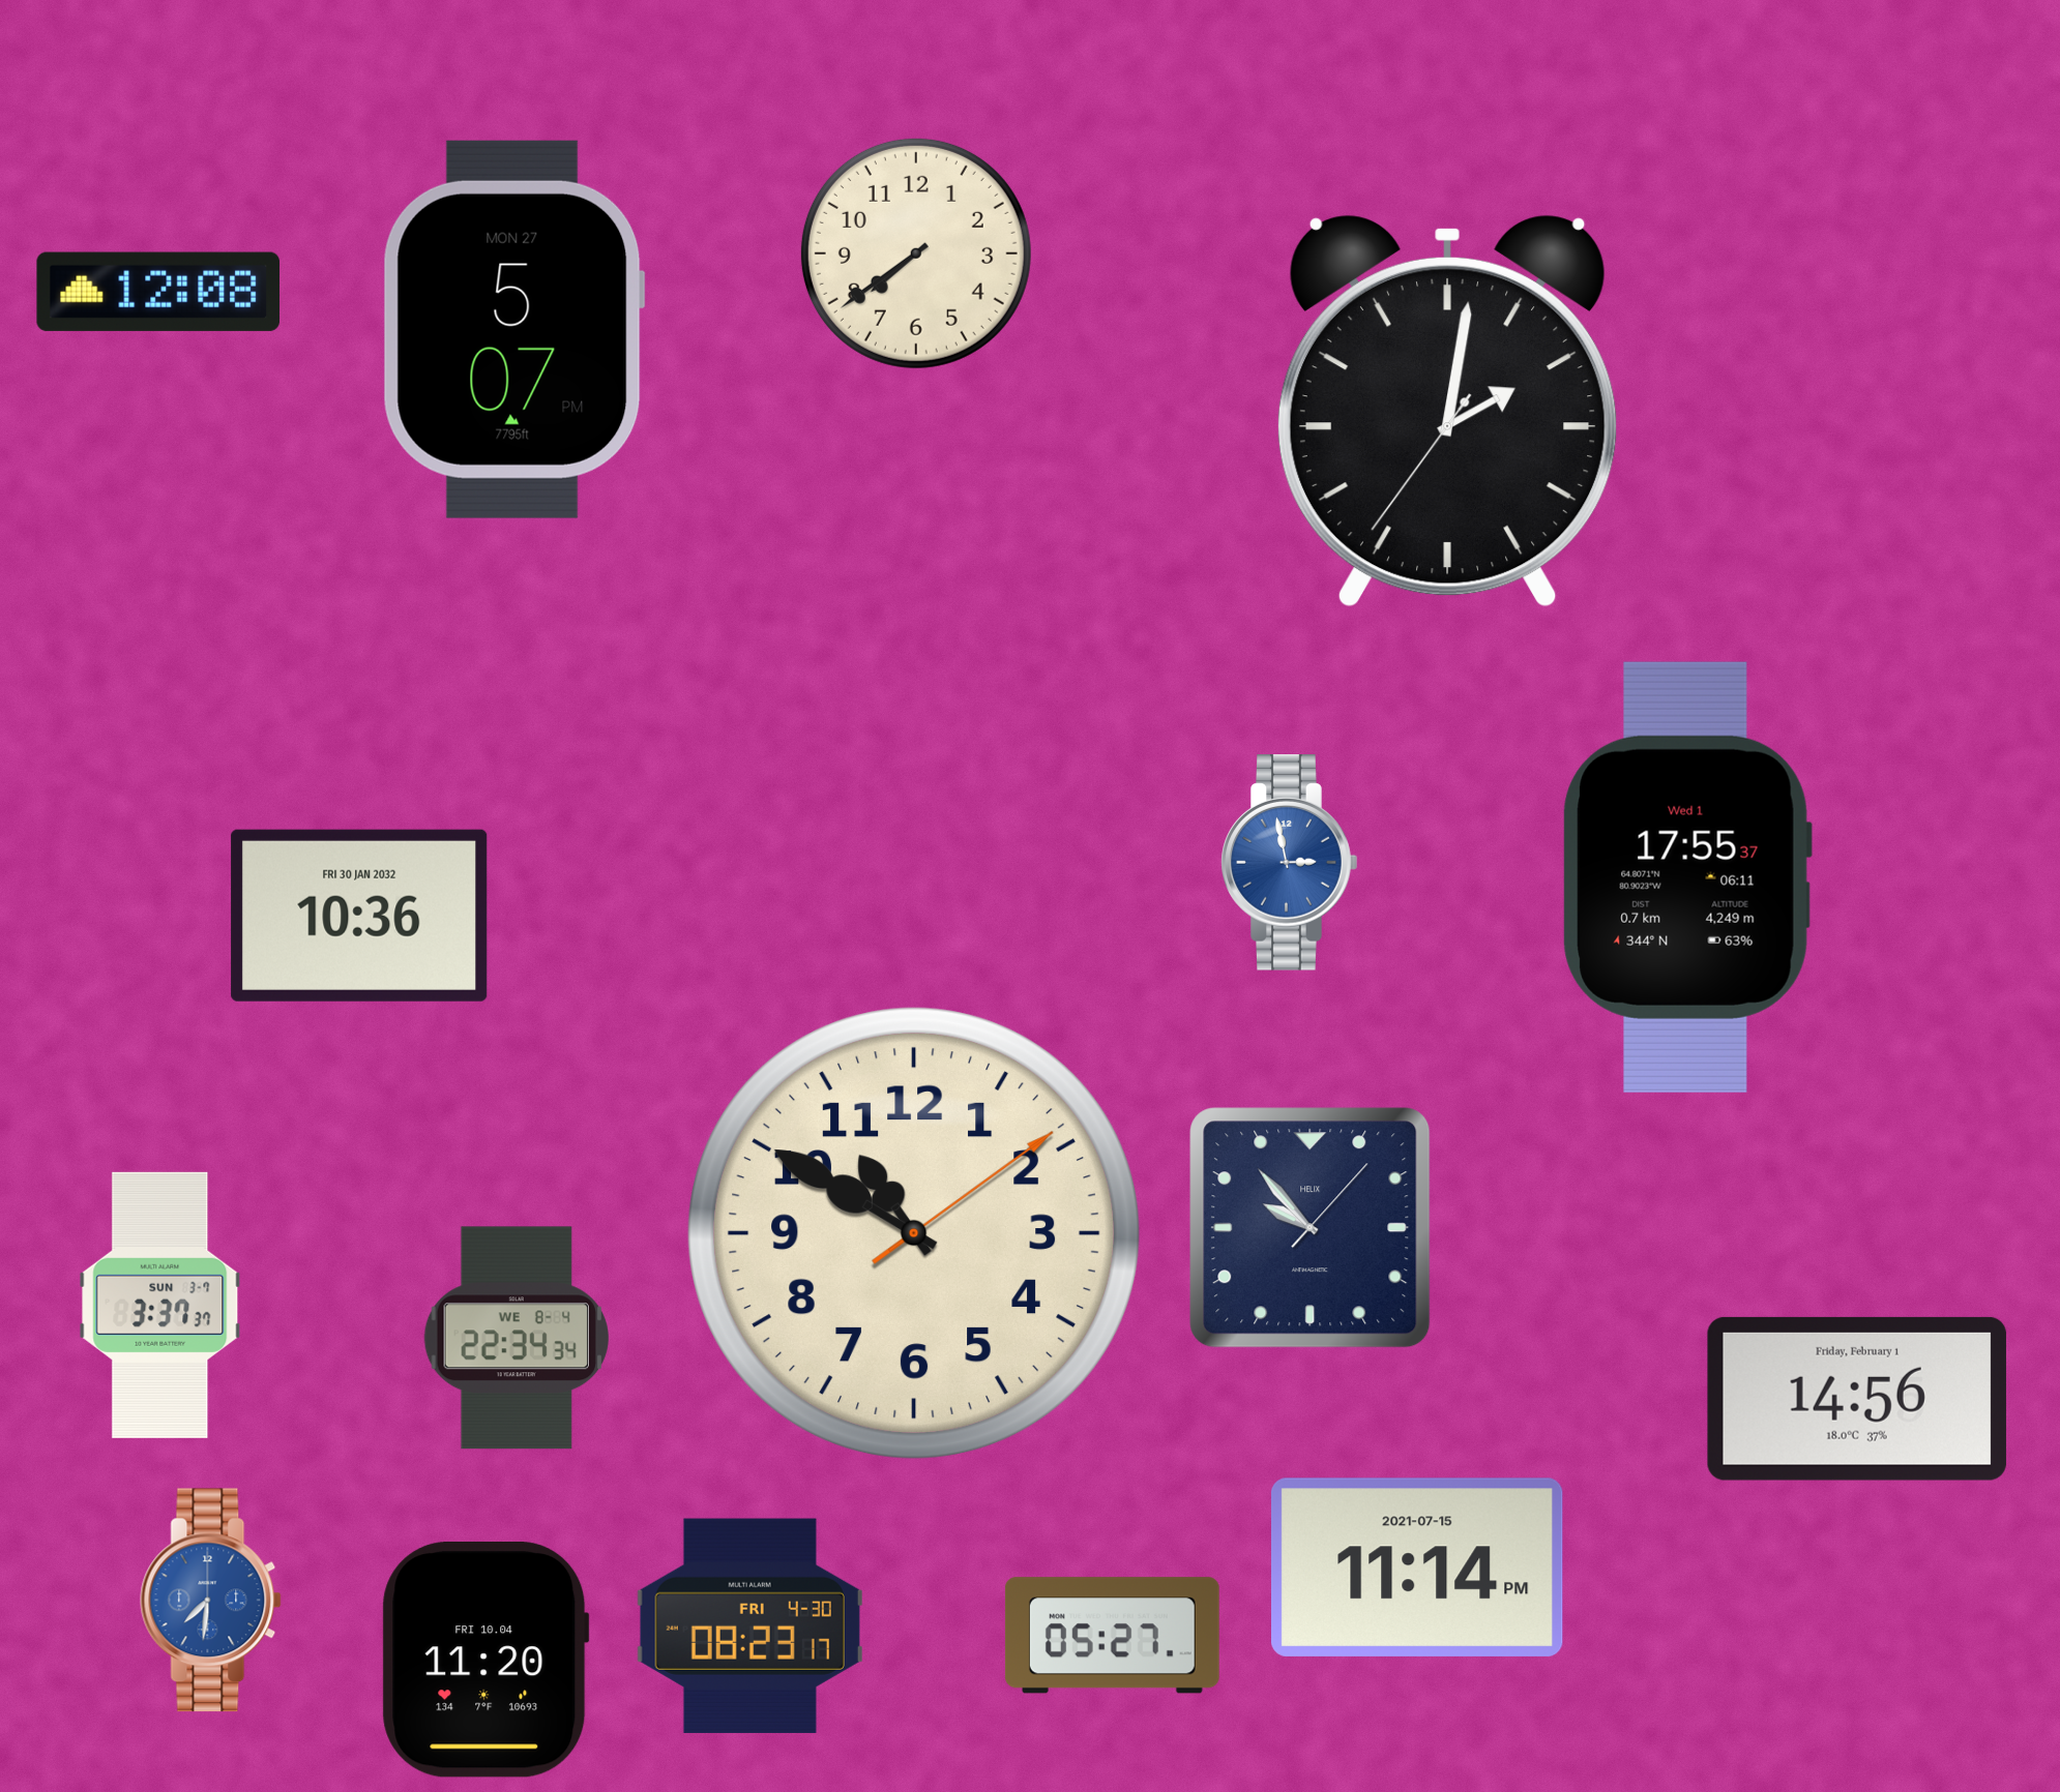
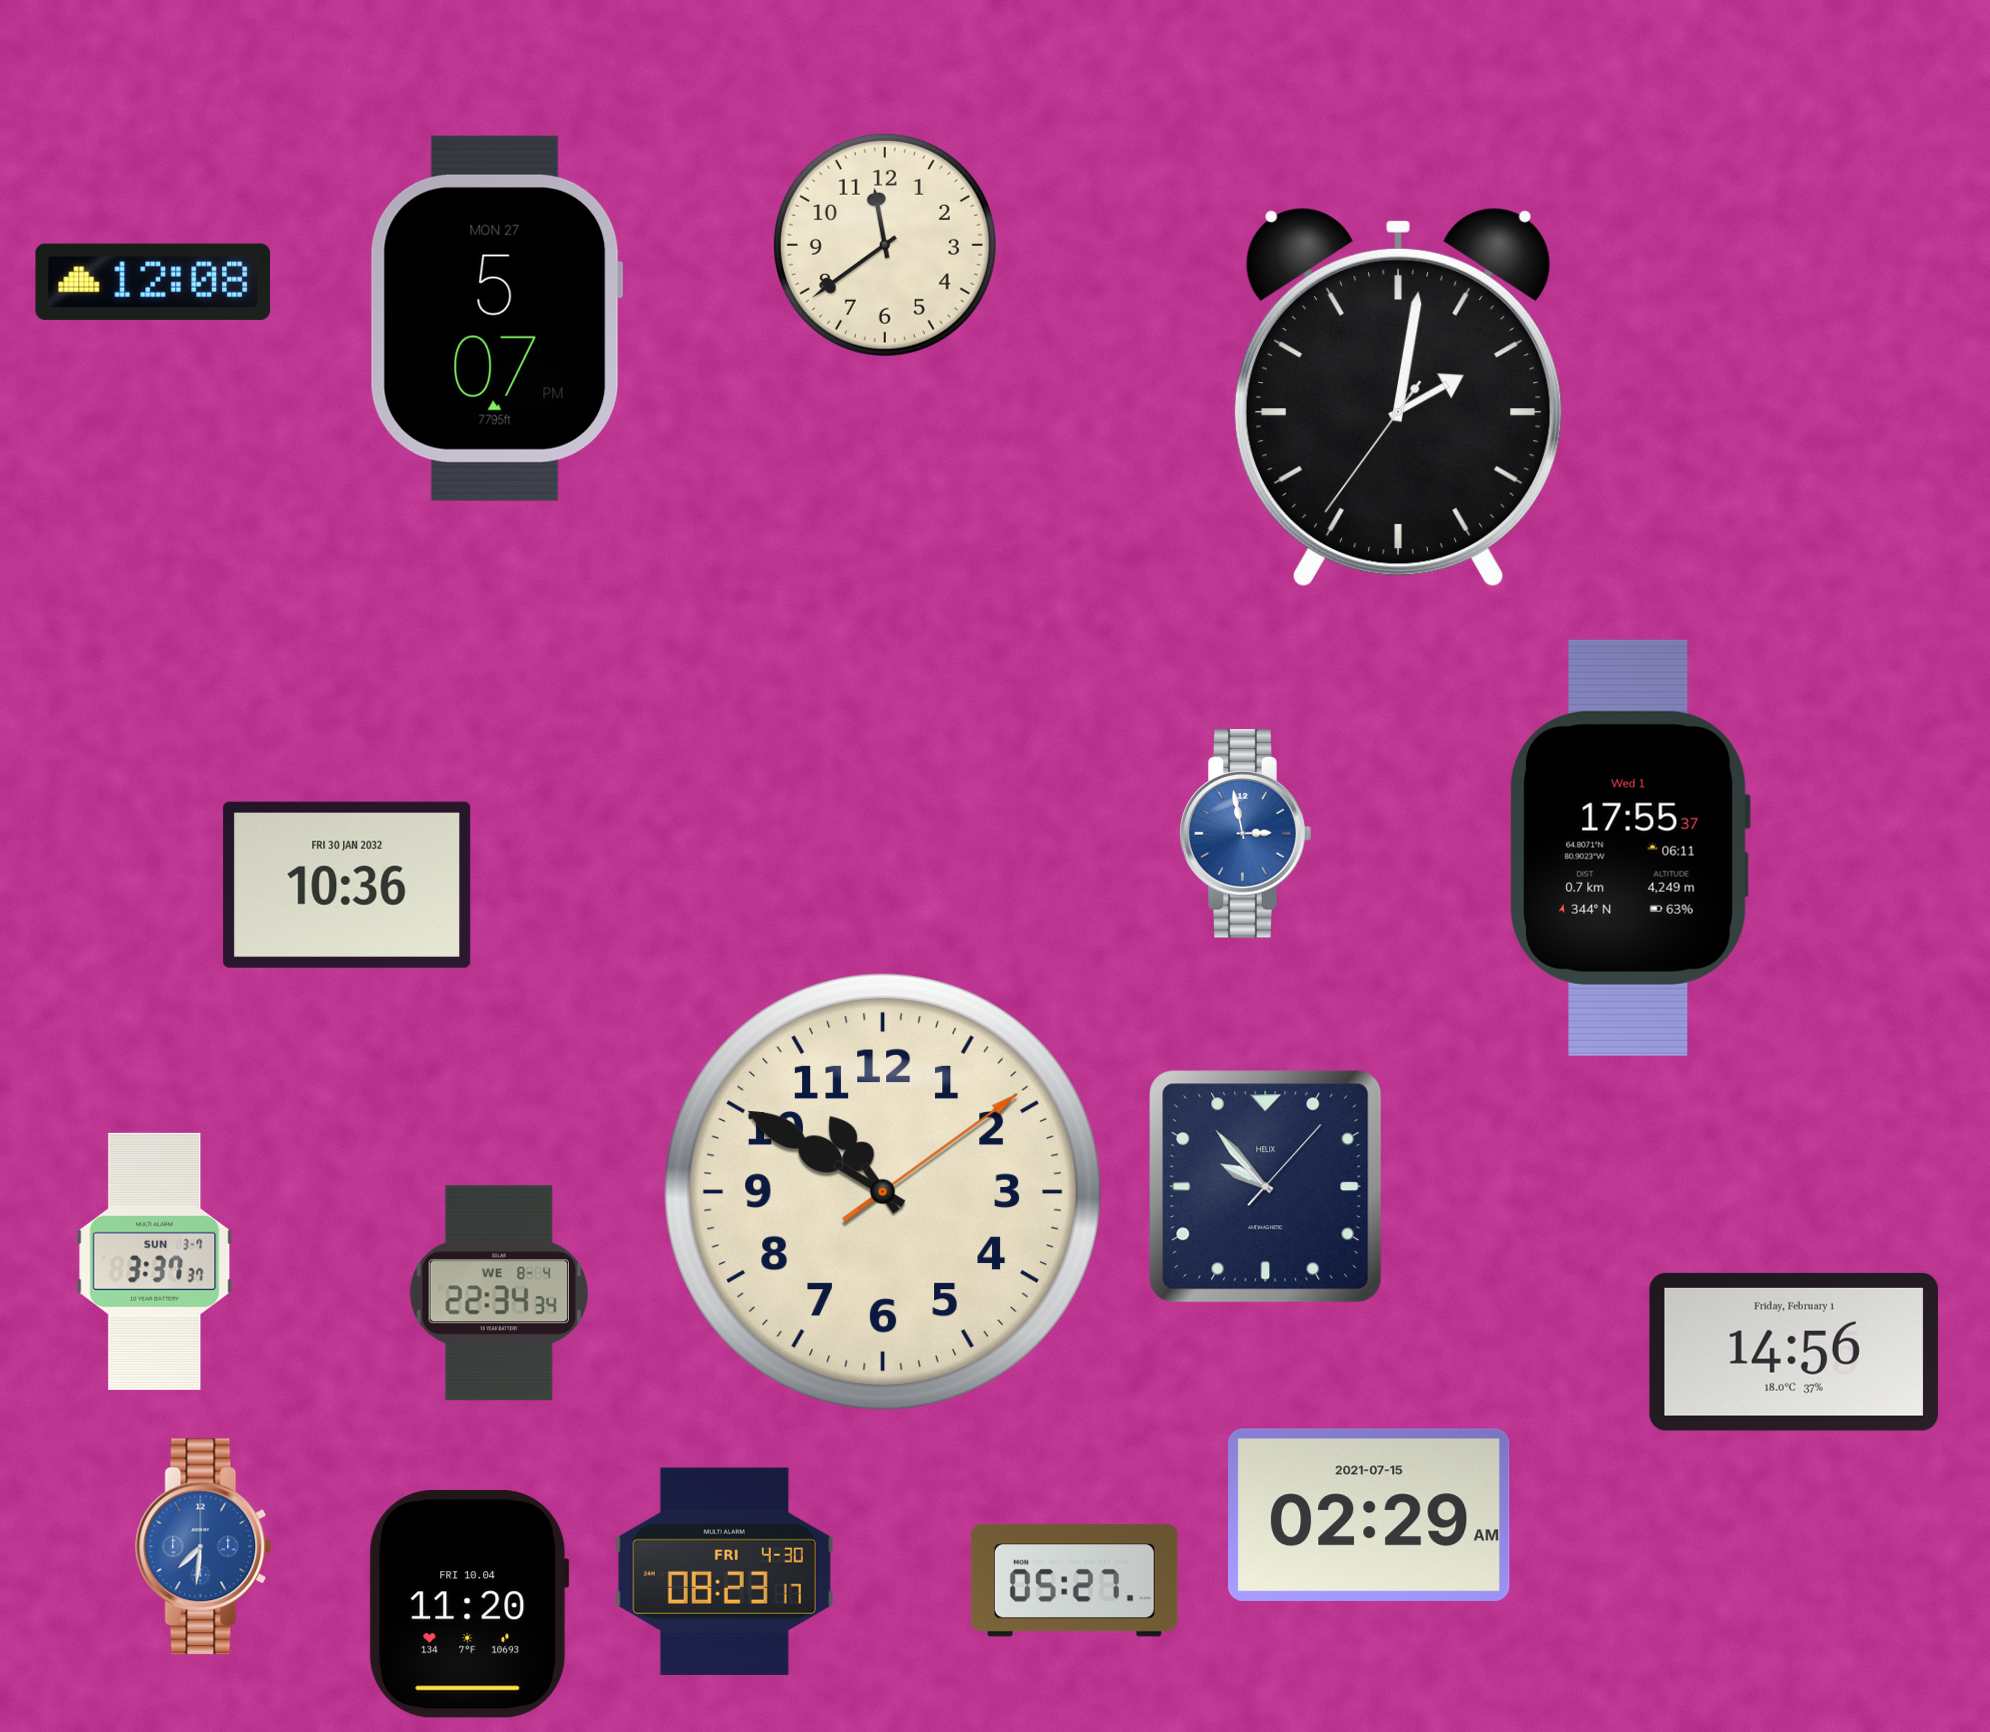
clock at (916, 253): 7:39 -> 11:39
clock at (1418, 1567): 11:14 -> 02:29
